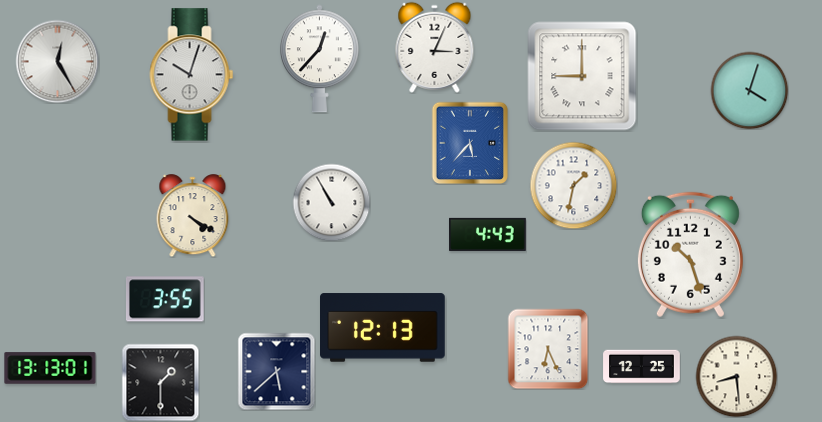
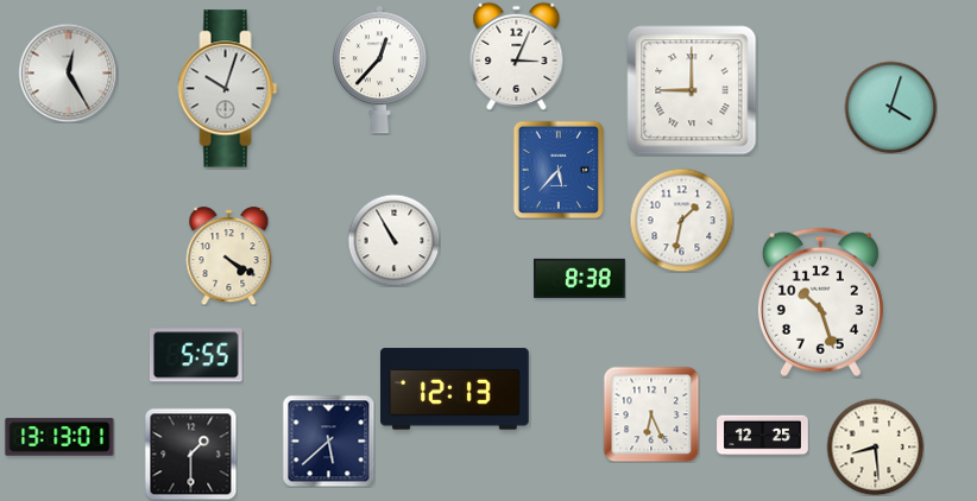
clock at (488, 234): 4:43 -> 8:38
clock at (165, 299): 3:55 -> 5:55
